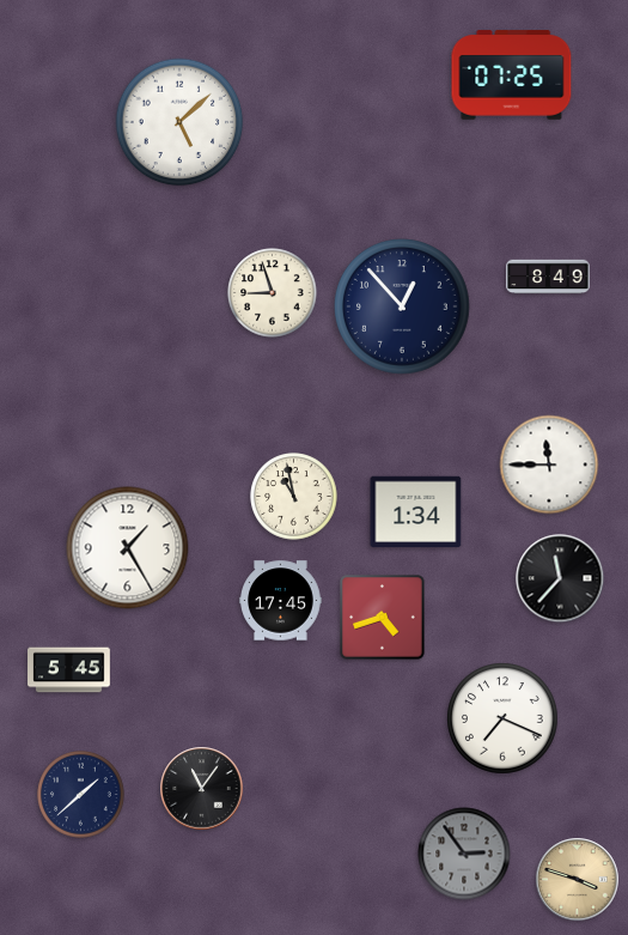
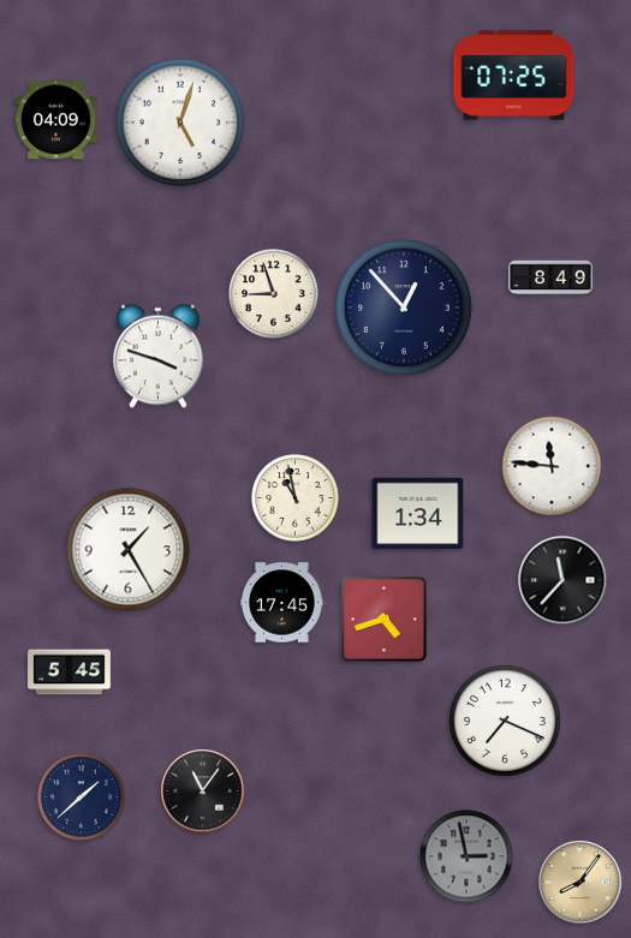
clock at (56, 120): none -> 04:09
clock at (179, 122): 5:08 -> 5:03
clock at (159, 357): none -> 3:48
clock at (549, 465): 11:45 -> 11:46
clock at (464, 854): 2:54 -> 2:58
clock at (578, 880): 3:48 -> 8:06
